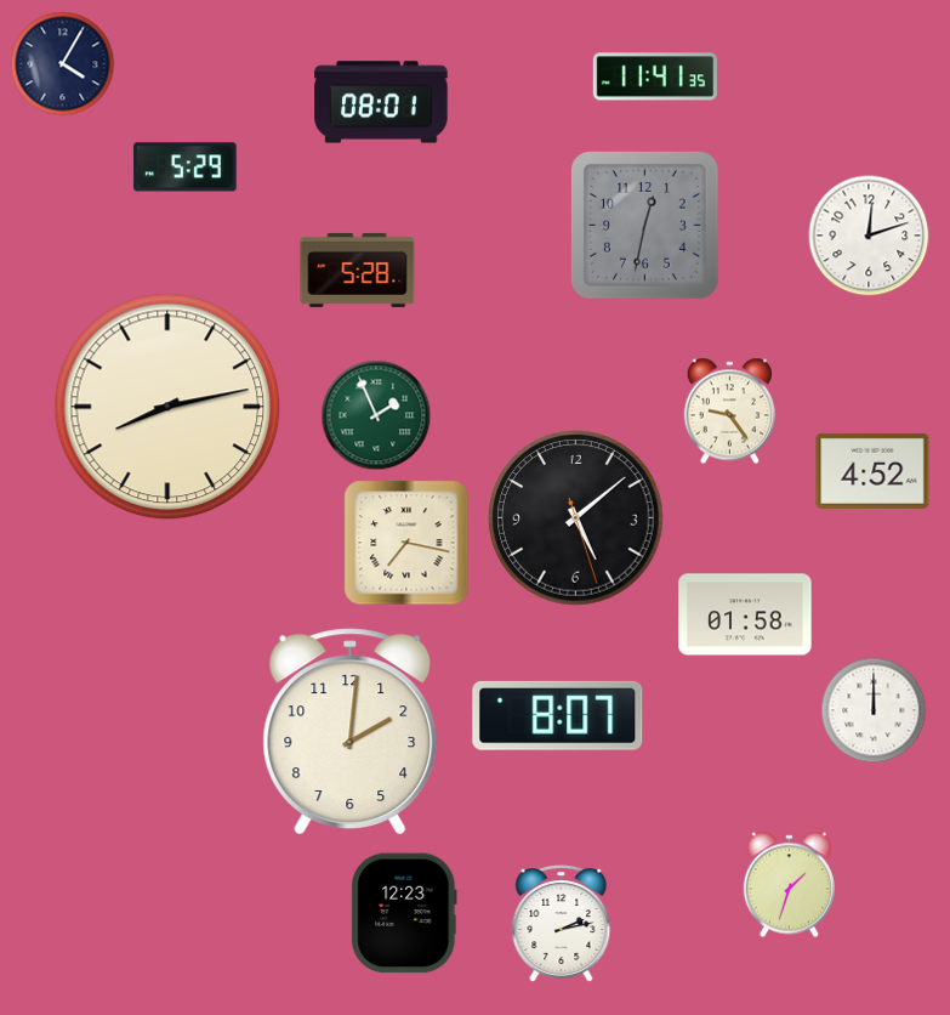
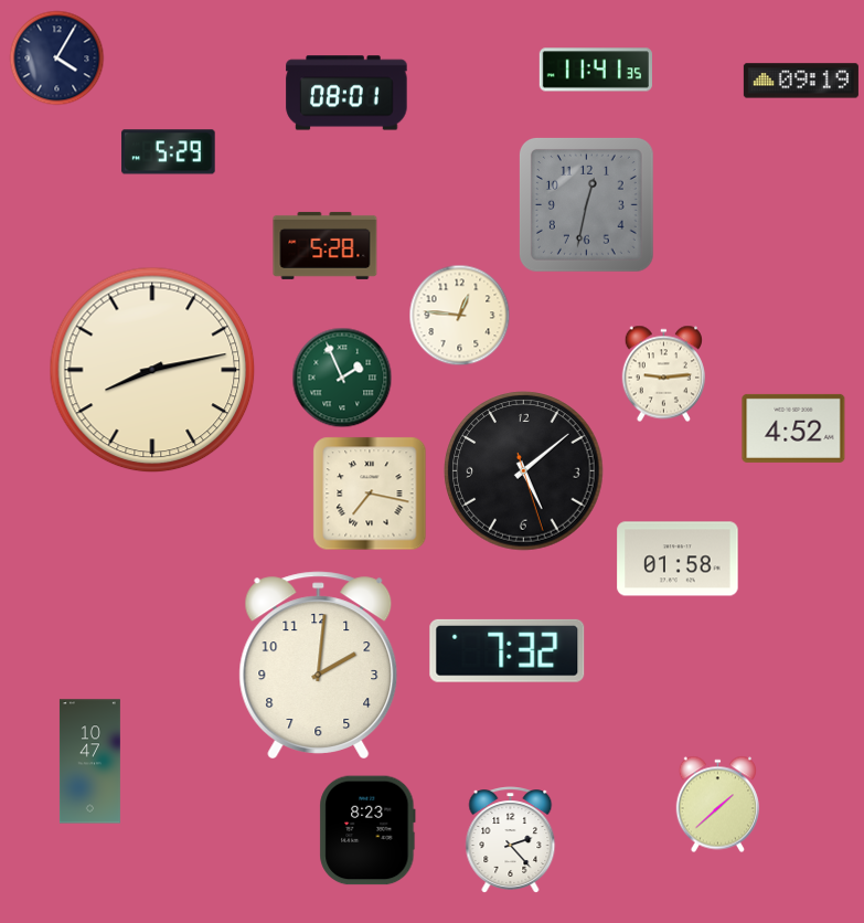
clock at (801, 81): none -> 09:19
clock at (869, 236): 12:12 -> none
clock at (460, 316): none -> 12:46
clock at (729, 412): 9:24 -> 9:14
clock at (874, 710): 12:00 -> none
clock at (558, 715): 8:07 -> 7:32
clock at (89, 762): none -> 10:47
clock at (789, 885): 1:33 -> 1:38
clock at (404, 913): 12:23 -> 8:23
clock at (562, 924): 2:13 -> 2:23
